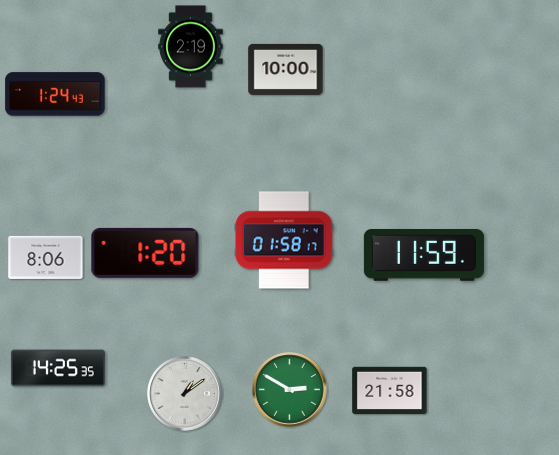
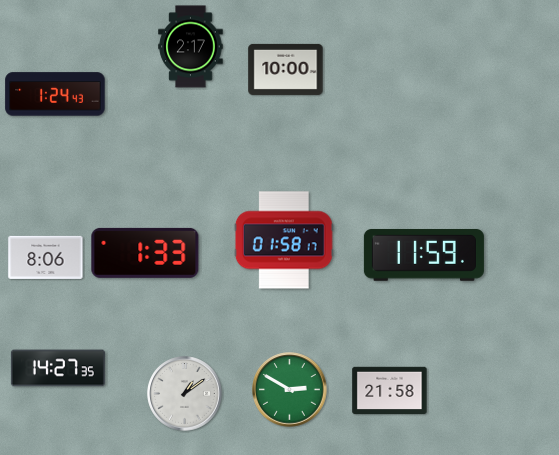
clock at (191, 47): 2:19 -> 2:17
clock at (145, 253): 1:20 -> 1:33
clock at (58, 368): 14:25 -> 14:27
